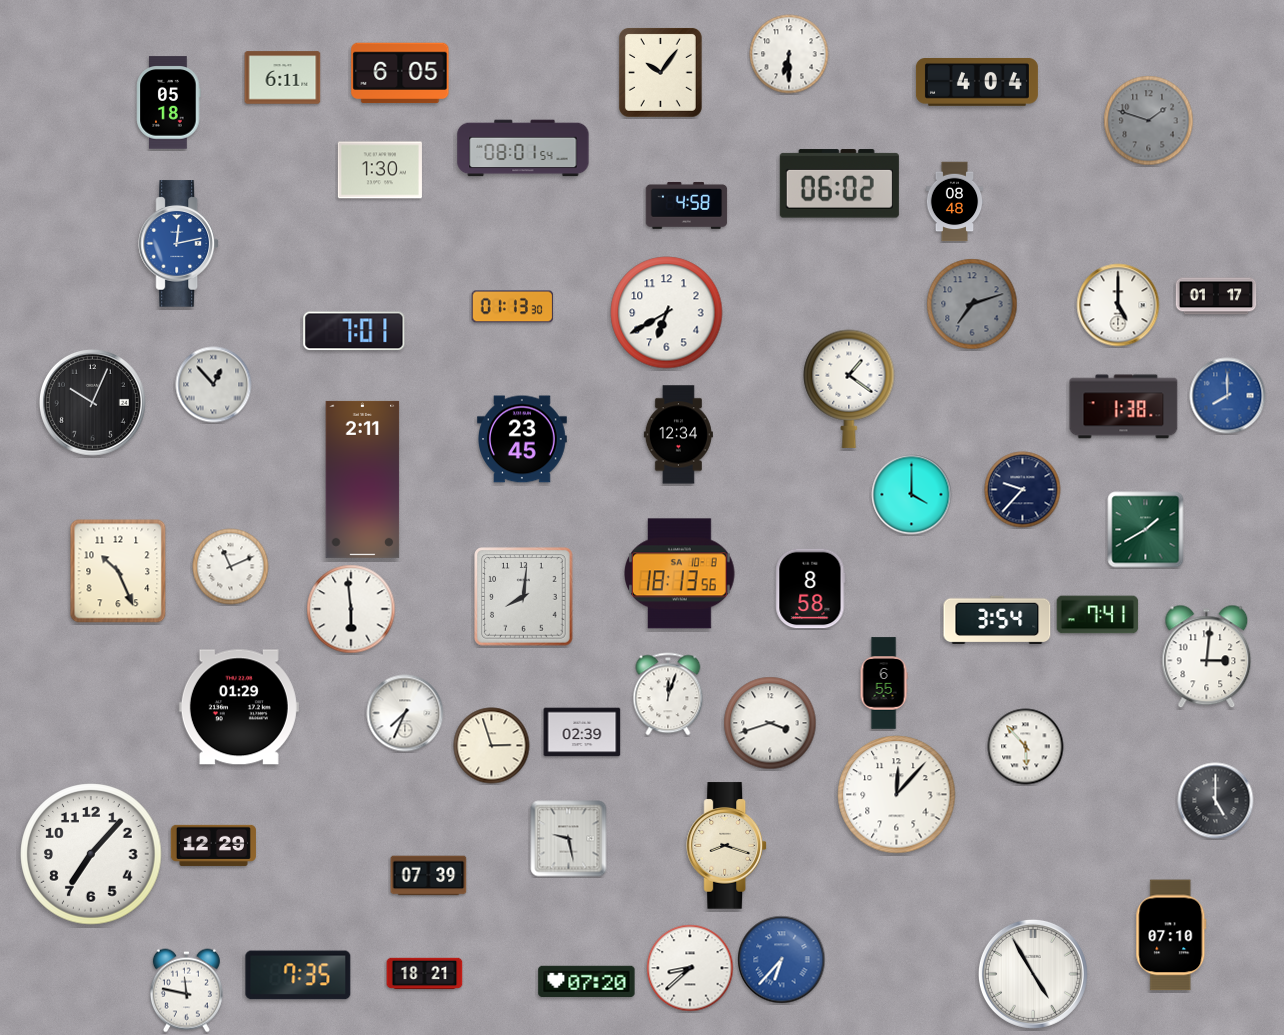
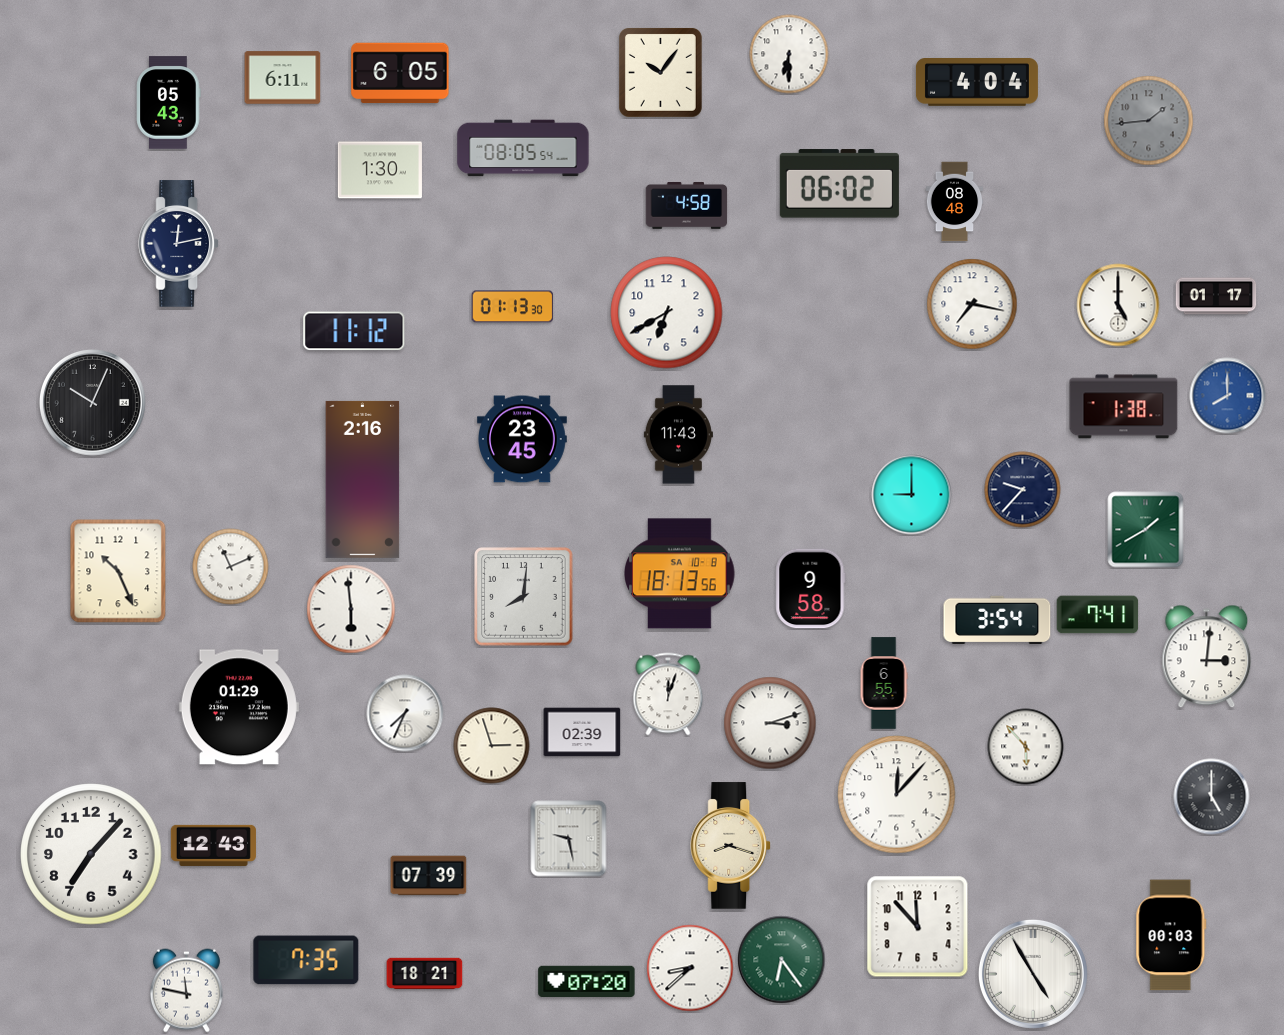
clock at (168, 103): 05:18 -> 05:43
clock at (1149, 121): 1:48 -> 1:44
clock at (523, 148): 08:01 -> 08:05
clock at (179, 244) dial: blue -> navy
clock at (972, 304): 7:12 -> 7:17
clock at (972, 304) dial: grey -> white
clock at (354, 331): 7:01 -> 11:12
clock at (214, 385): 12:53 -> none
clock at (849, 389): 1:21 -> none
clock at (678, 435): 12:34 -> 11:43
clock at (363, 479): 2:11 -> 2:16
clock at (912, 495): 4:00 -> 9:00
clock at (811, 589): 8:58 -> 9:58
clock at (770, 723): 3:42 -> 3:12
clock at (1216, 801) position: (1216, 801) -> (1212, 797)
clock at (213, 845): 12:29 -> 12:43
clock at (727, 846) position: (727, 846) -> (731, 846)
clock at (918, 927): none -> 11:53
clock at (1171, 935): 07:10 -> 00:03
clock at (782, 960): 6:37 -> 6:24
clock at (782, 960) dial: blue -> green
clock at (298, 975) position: (298, 975) -> (306, 960)
